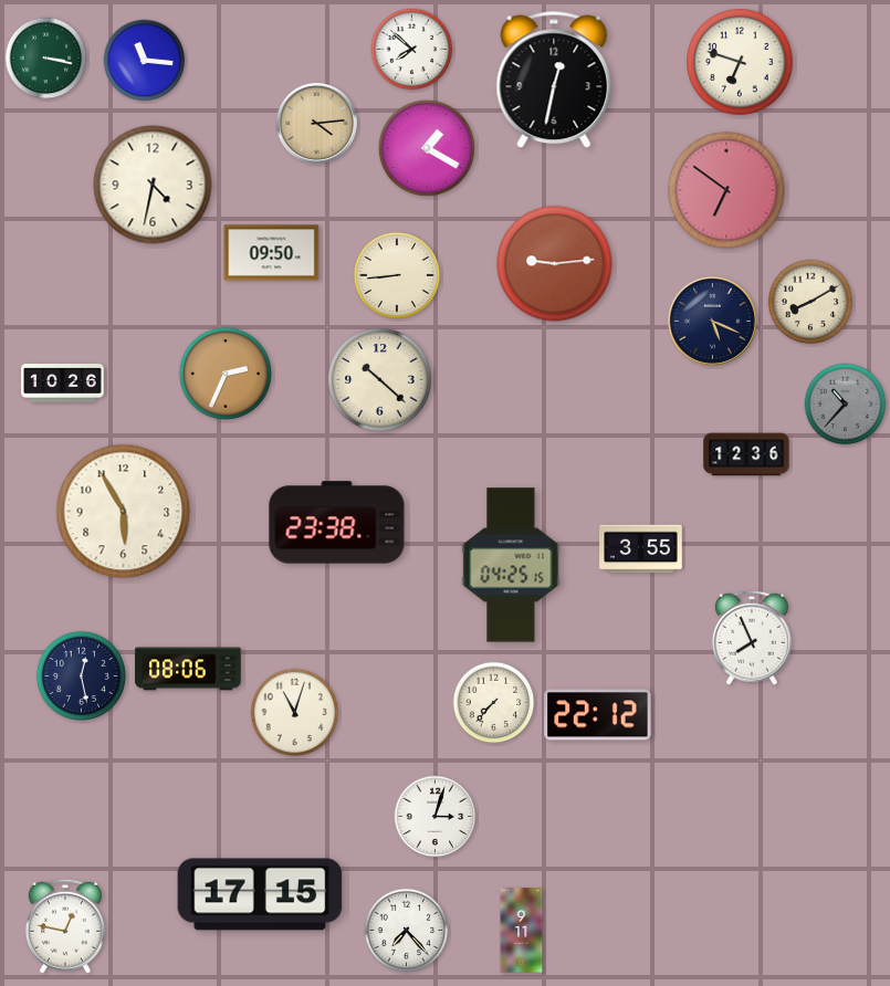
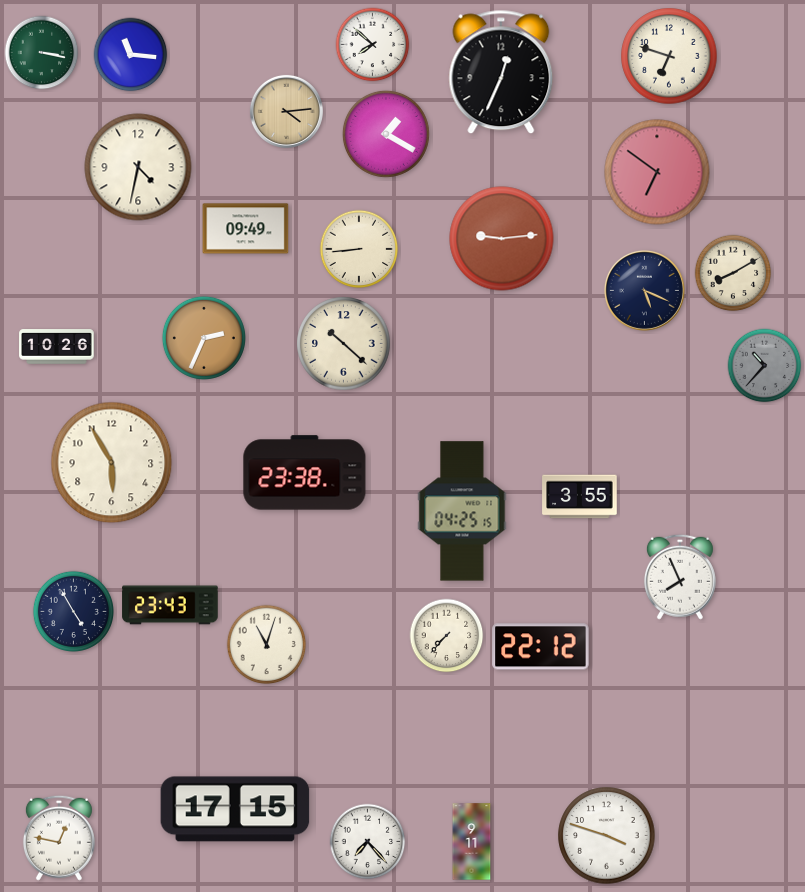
clock at (554, 80): 12:32 -> 12:34
clock at (272, 253): 09:50 -> 09:49
clock at (746, 454): 12:36 -> none
clock at (188, 669): 08:06 -> 23:43
clock at (81, 675): 12:28 -> 4:55
clock at (436, 817): 3:03 -> none
clock at (607, 836): none -> 3:48
